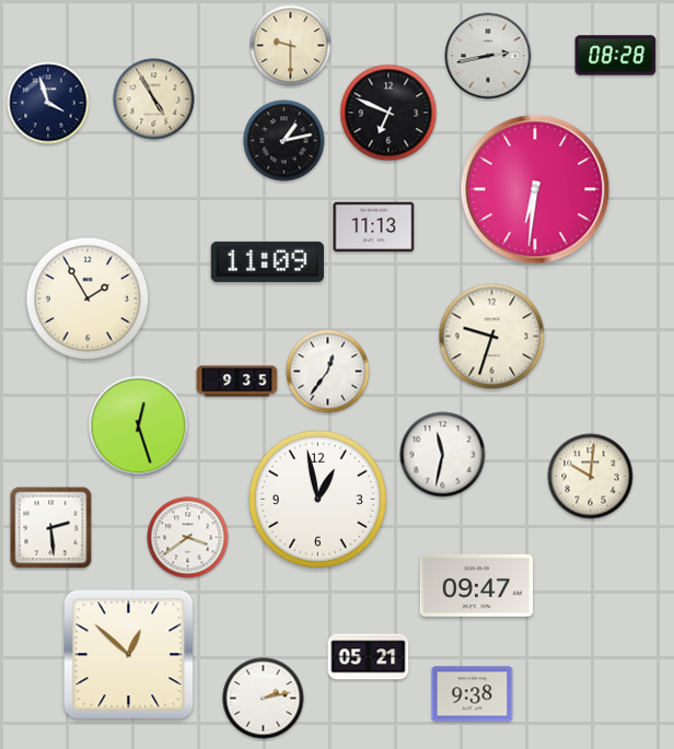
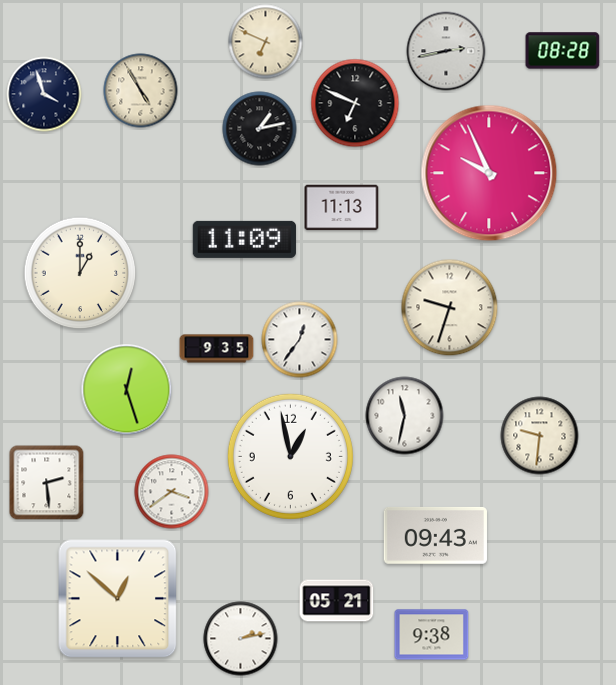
clock at (291, 46): 9:30 -> 6:49
clock at (535, 189): 6:31 -> 9:56
clock at (88, 299): 1:55 -> 1:00
clock at (591, 477): 10:01 -> 9:31
clock at (476, 585): 09:47 -> 09:43
